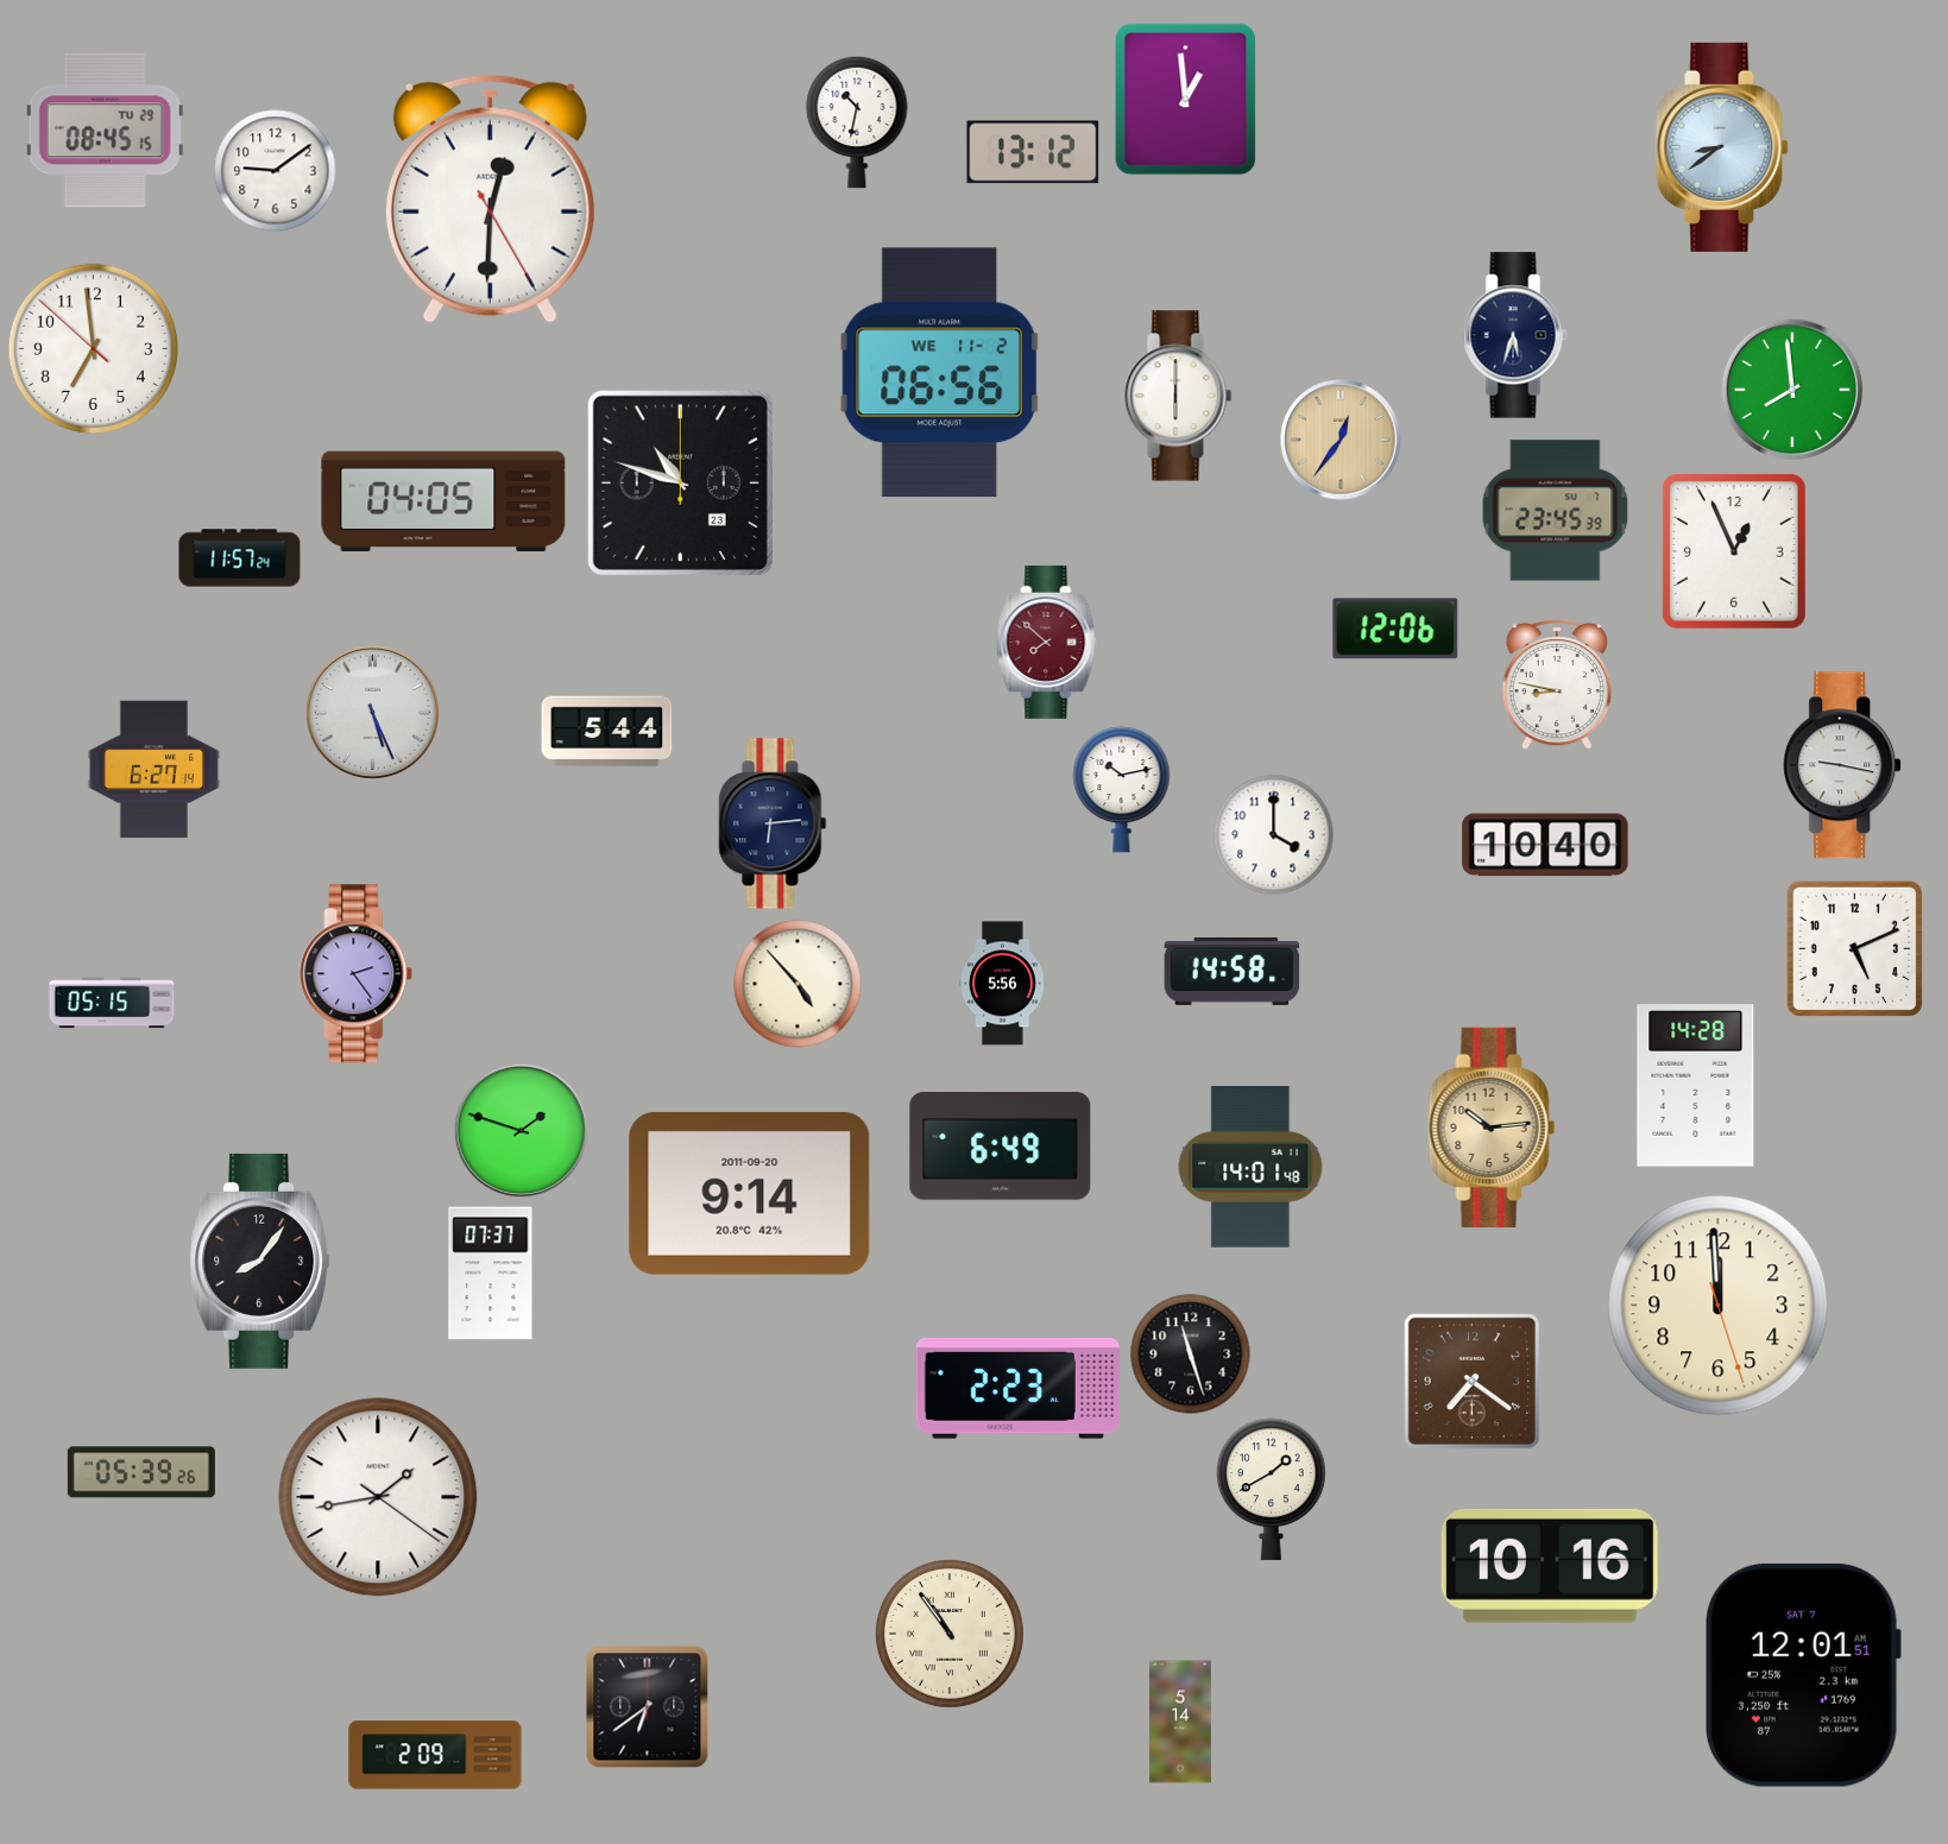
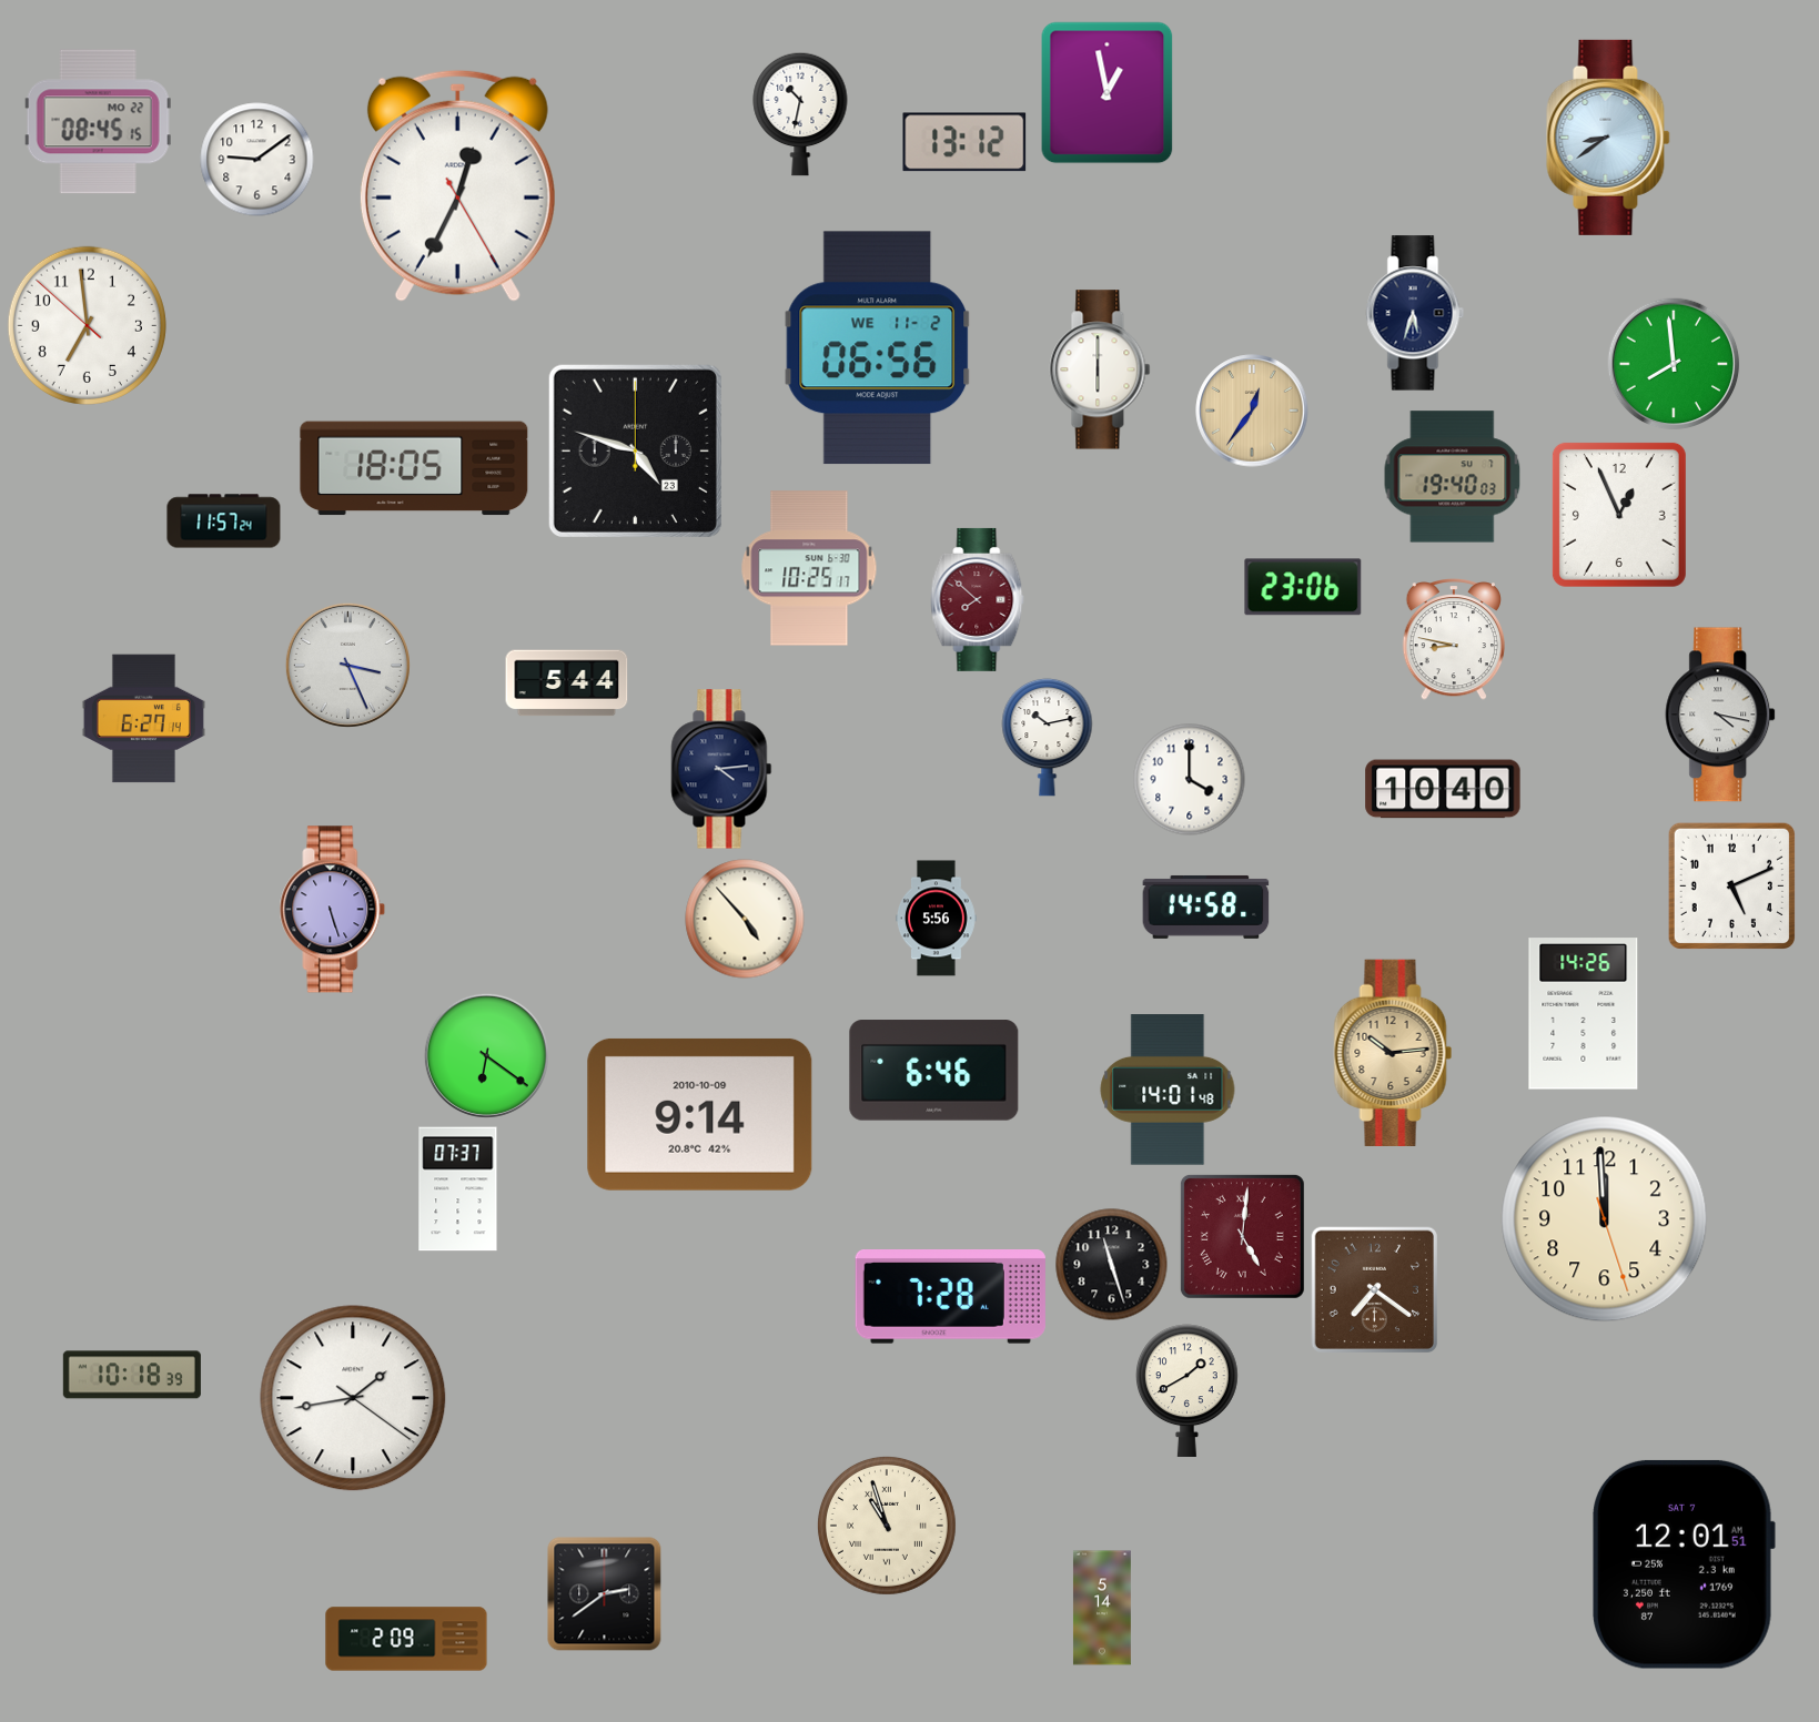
clock at (1186, 100): 12:59 -> 12:58
clock at (105, 131) date: TU 29 -> MO 22
clock at (490, 198): 12:30 -> 12:34
clock at (680, 482): 10:48 -> 4:48
clock at (443, 501): 04:05 -> 18:05
clock at (1556, 511): 23:45 -> 19:40
clock at (809, 568): none -> 10:25
clock at (1395, 629): 12:06 -> 23:06
clock at (372, 712): 5:26 -> 3:26
clock at (1843, 765): 9:17 -> 4:17
clock at (773, 823): 6:14 -> 4:14
clock at (1233, 971) position: (1233, 971) -> (1206, 906)
clock at (357, 974): 2:24 -> 5:27
clock at (112, 1003): 05:15 -> none
clock at (1696, 1086): 14:28 -> 14:26
clock at (521, 1130): 1:48 -> 6:21
clock at (1001, 1147): 6:49 -> 6:46
clock at (750, 1193) date: 2011-09-20 -> 2010-10-09
clock at (260, 1261): 8:06 -> none
clock at (1242, 1236): none -> 5:01
clock at (1017, 1389): 2:23 -> 7:28
clock at (141, 1472): 05:39 -> 10:18
clock at (1550, 1566): 10:16 -> none
clock at (950, 1634): 10:54 -> 10:57
clock at (648, 1707): 6:39 -> 2:39
